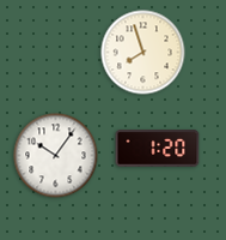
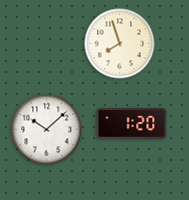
clock at (56, 156): 10:06 -> 10:08
